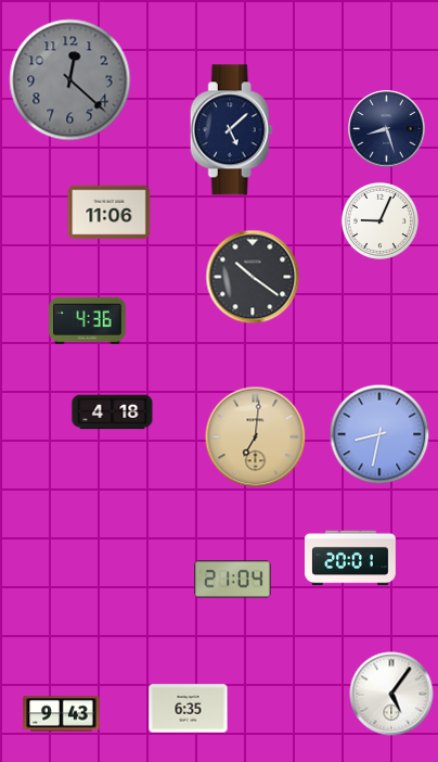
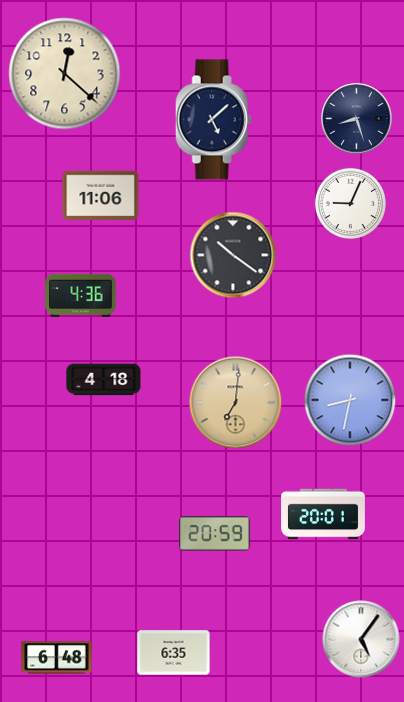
clock at (70, 80) dial: grey -> cream
clock at (233, 580): 21:04 -> 20:59
clock at (62, 714): 9:43 -> 6:48
